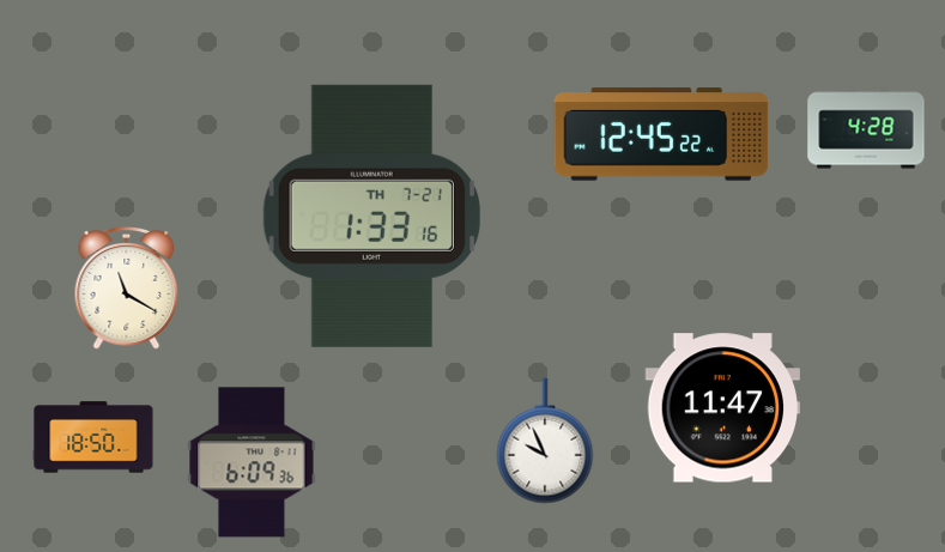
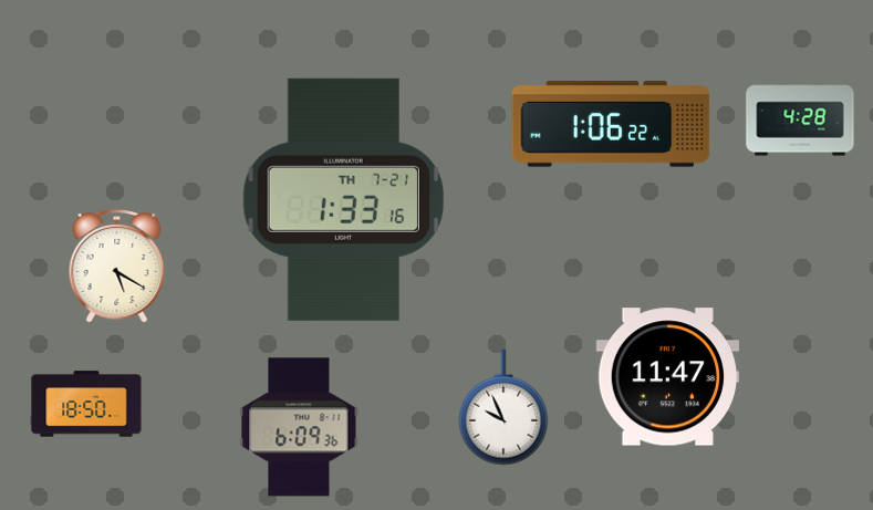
clock at (661, 134): 12:45 -> 1:06
clock at (127, 289): 11:20 -> 5:20
clock at (252, 462) position: (252, 462) -> (299, 427)
